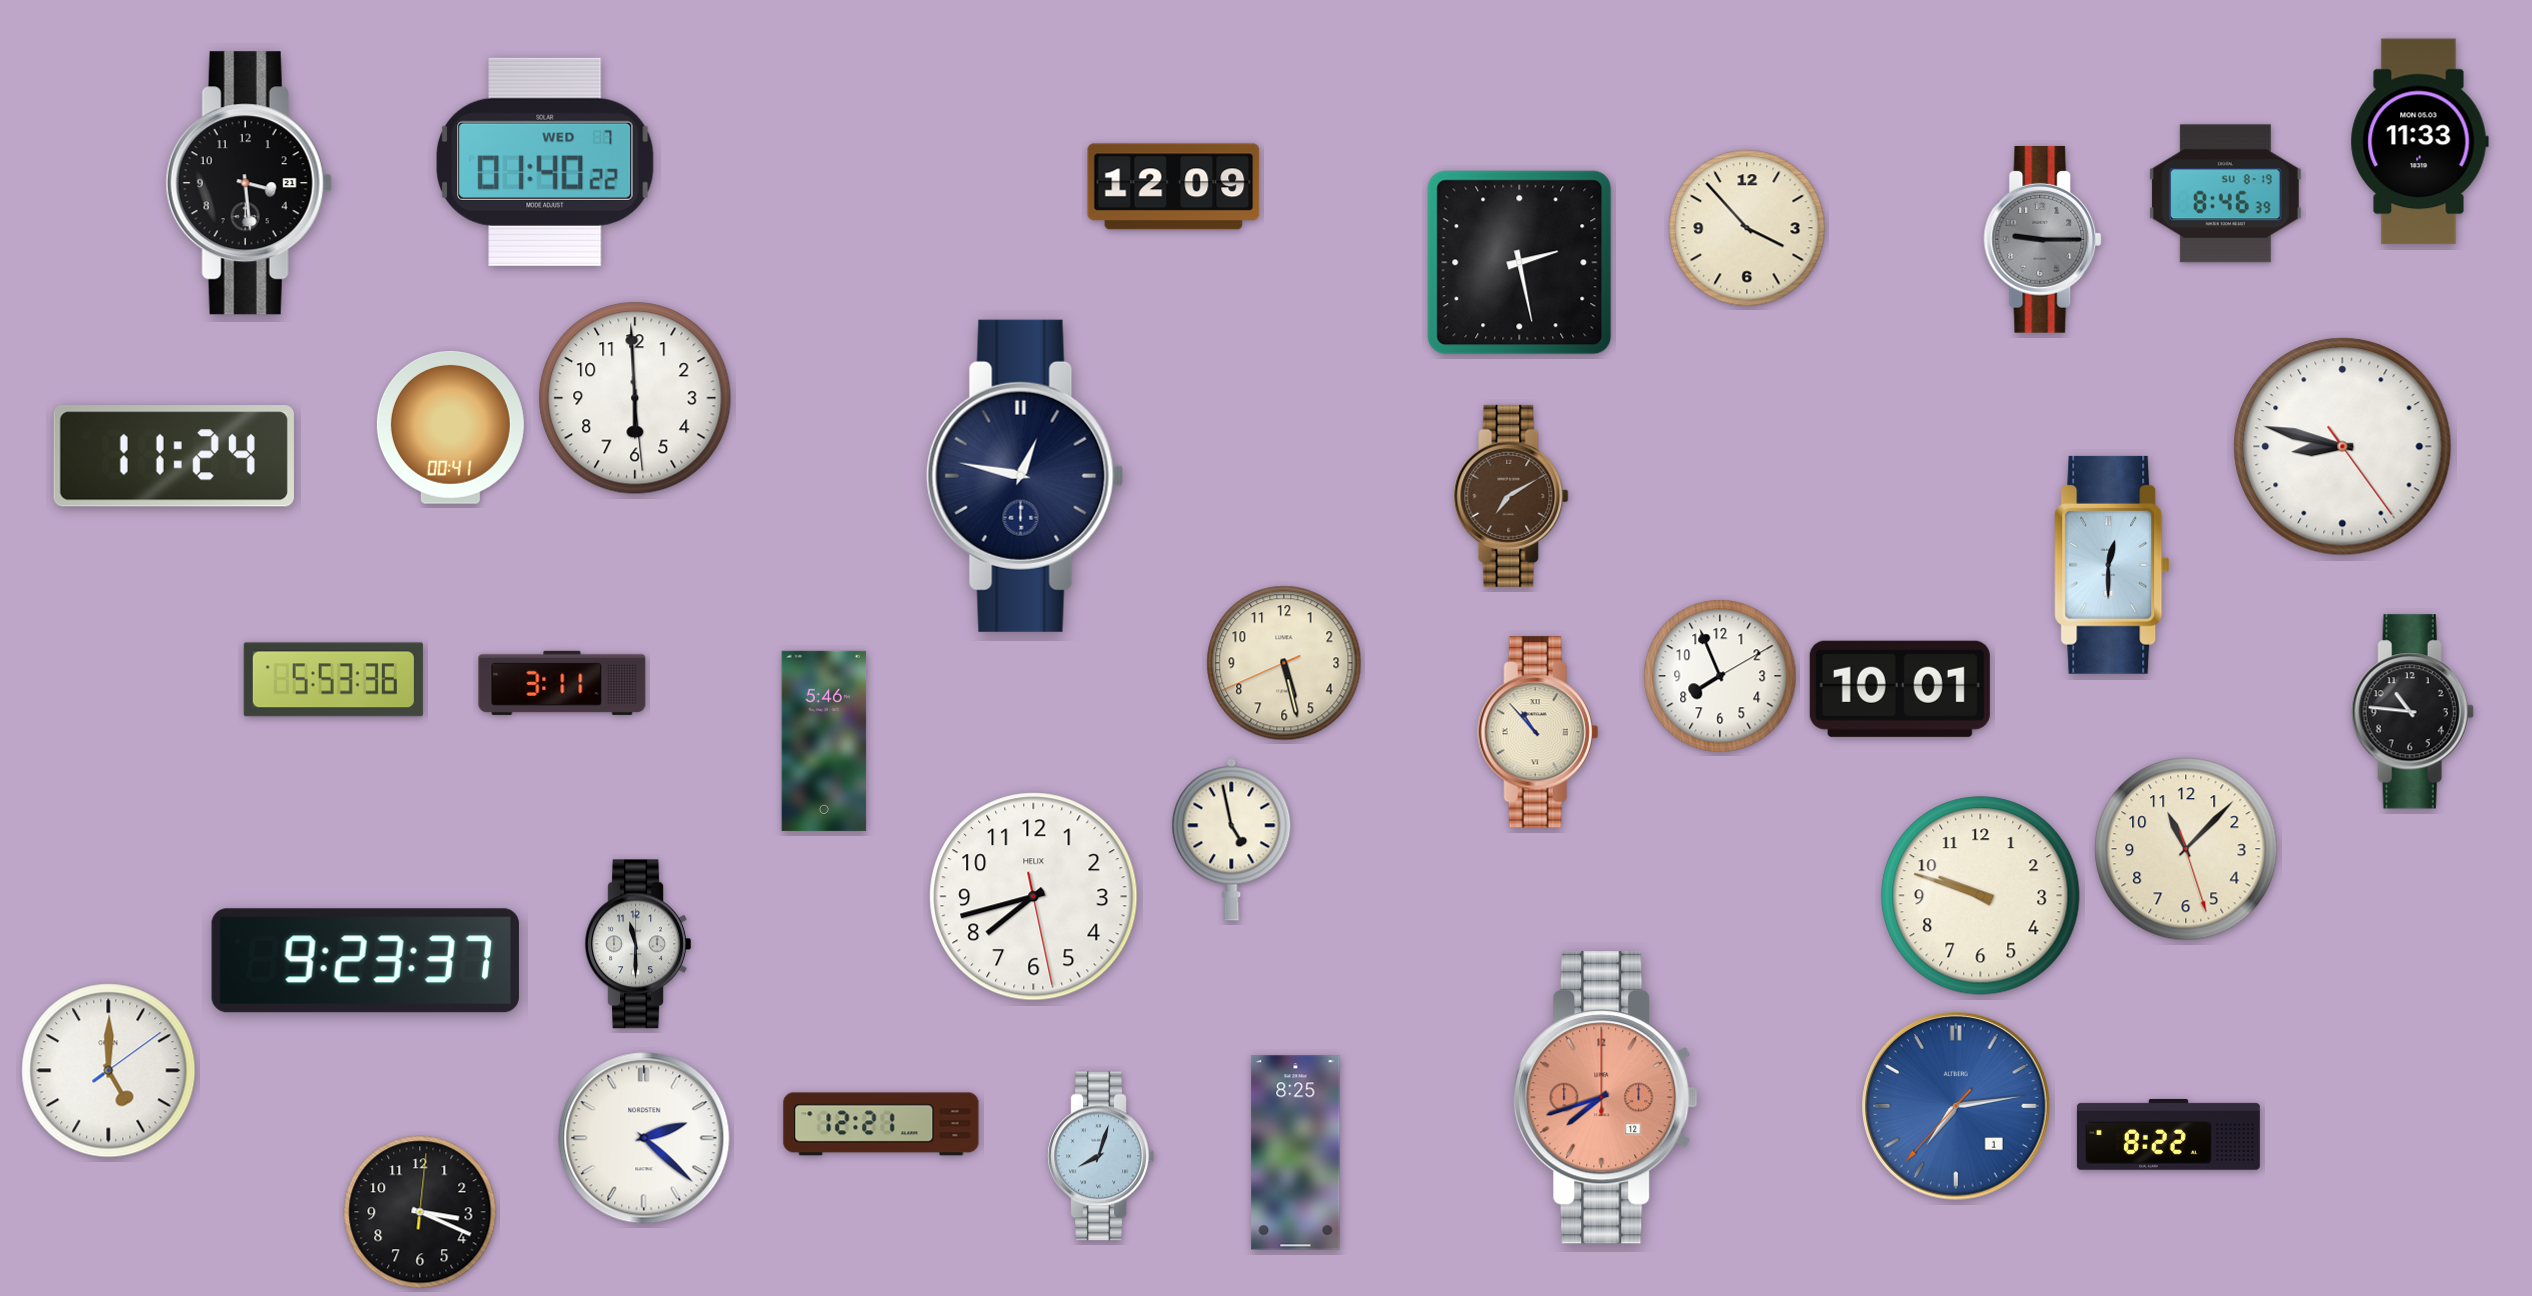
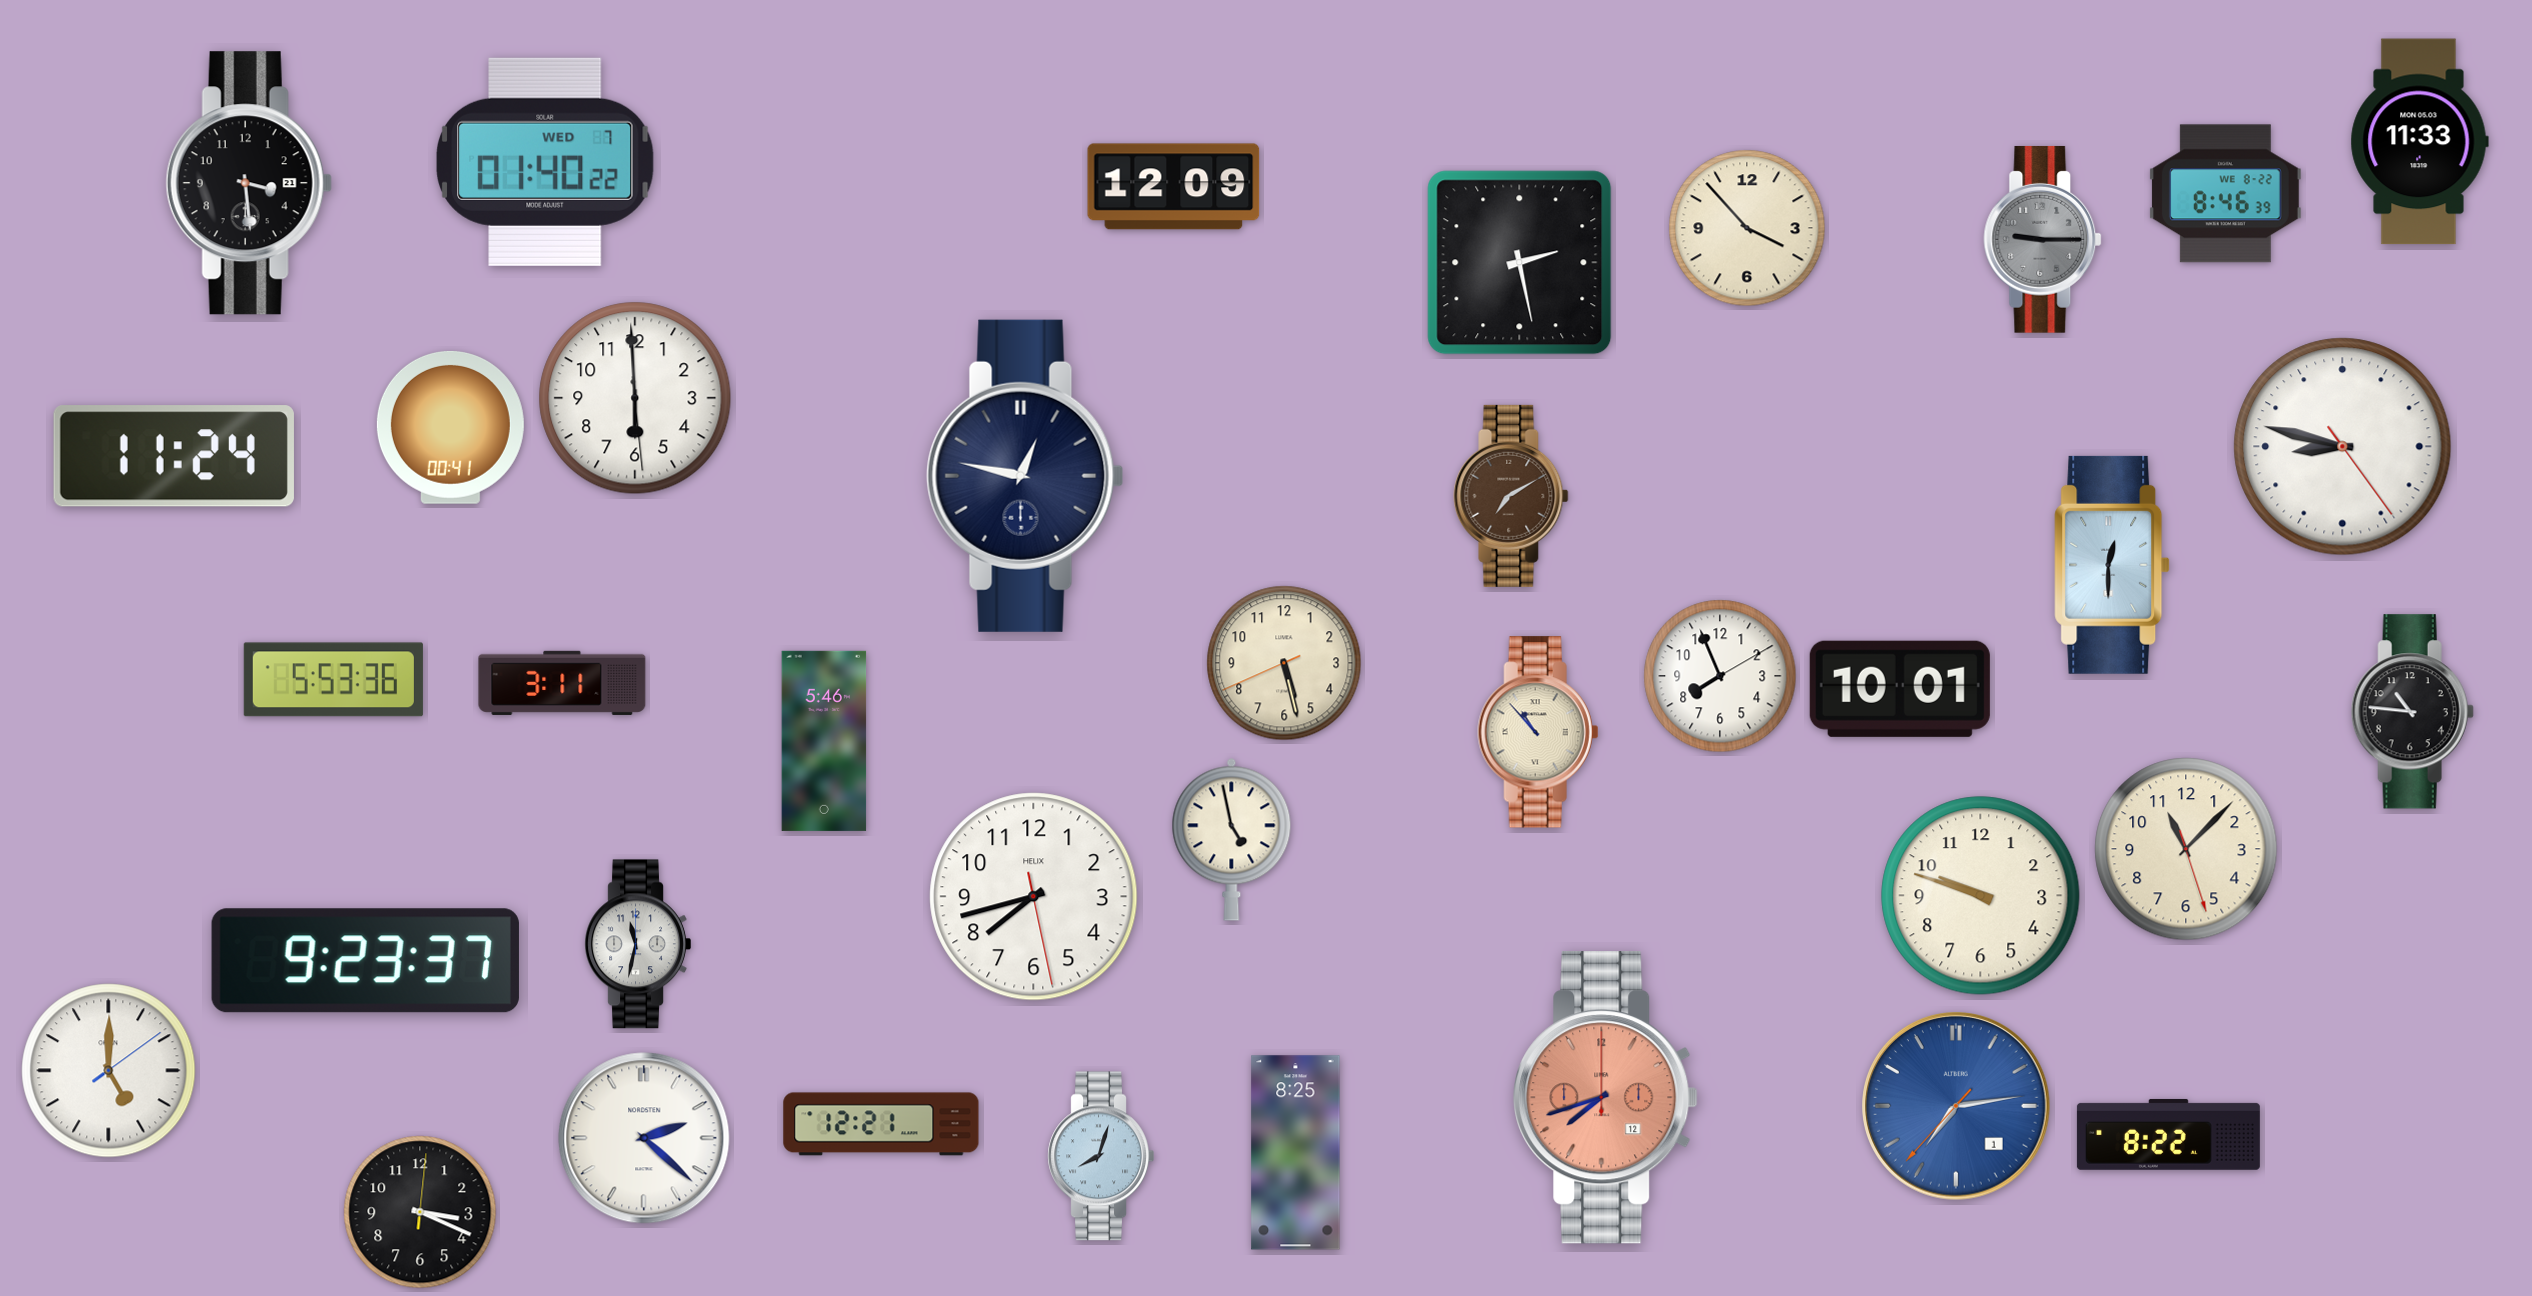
clock at (2225, 194) date: SU 8-19 -> WE 8-22
clock at (638, 944): 11:30 -> 11:32
